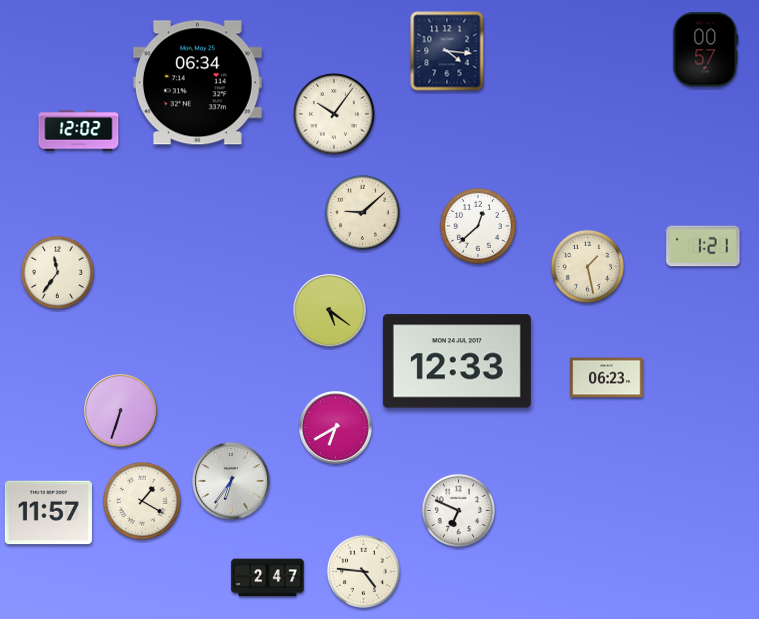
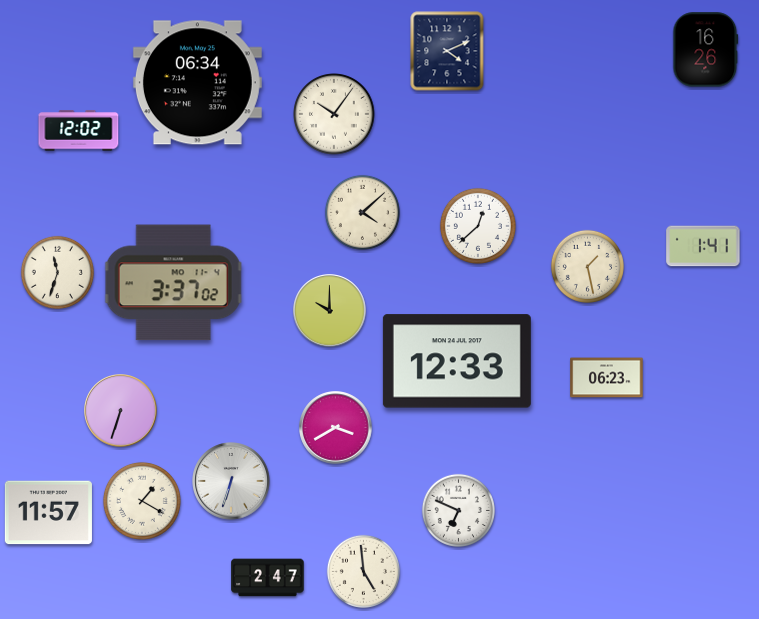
clock at (706, 50): 00:57 -> 16:26
clock at (447, 51): 4:16 -> 4:11
clock at (362, 212): 9:08 -> 4:08
clock at (703, 246): 1:21 -> 1:41
clock at (57, 272): 11:36 -> 11:33
clock at (173, 283): none -> 3:37
clock at (330, 311): 5:21 -> 10:00
clock at (336, 428): 6:40 -> 3:40
clock at (231, 481): 6:36 -> 6:33
clock at (363, 571): 4:46 -> 4:59
